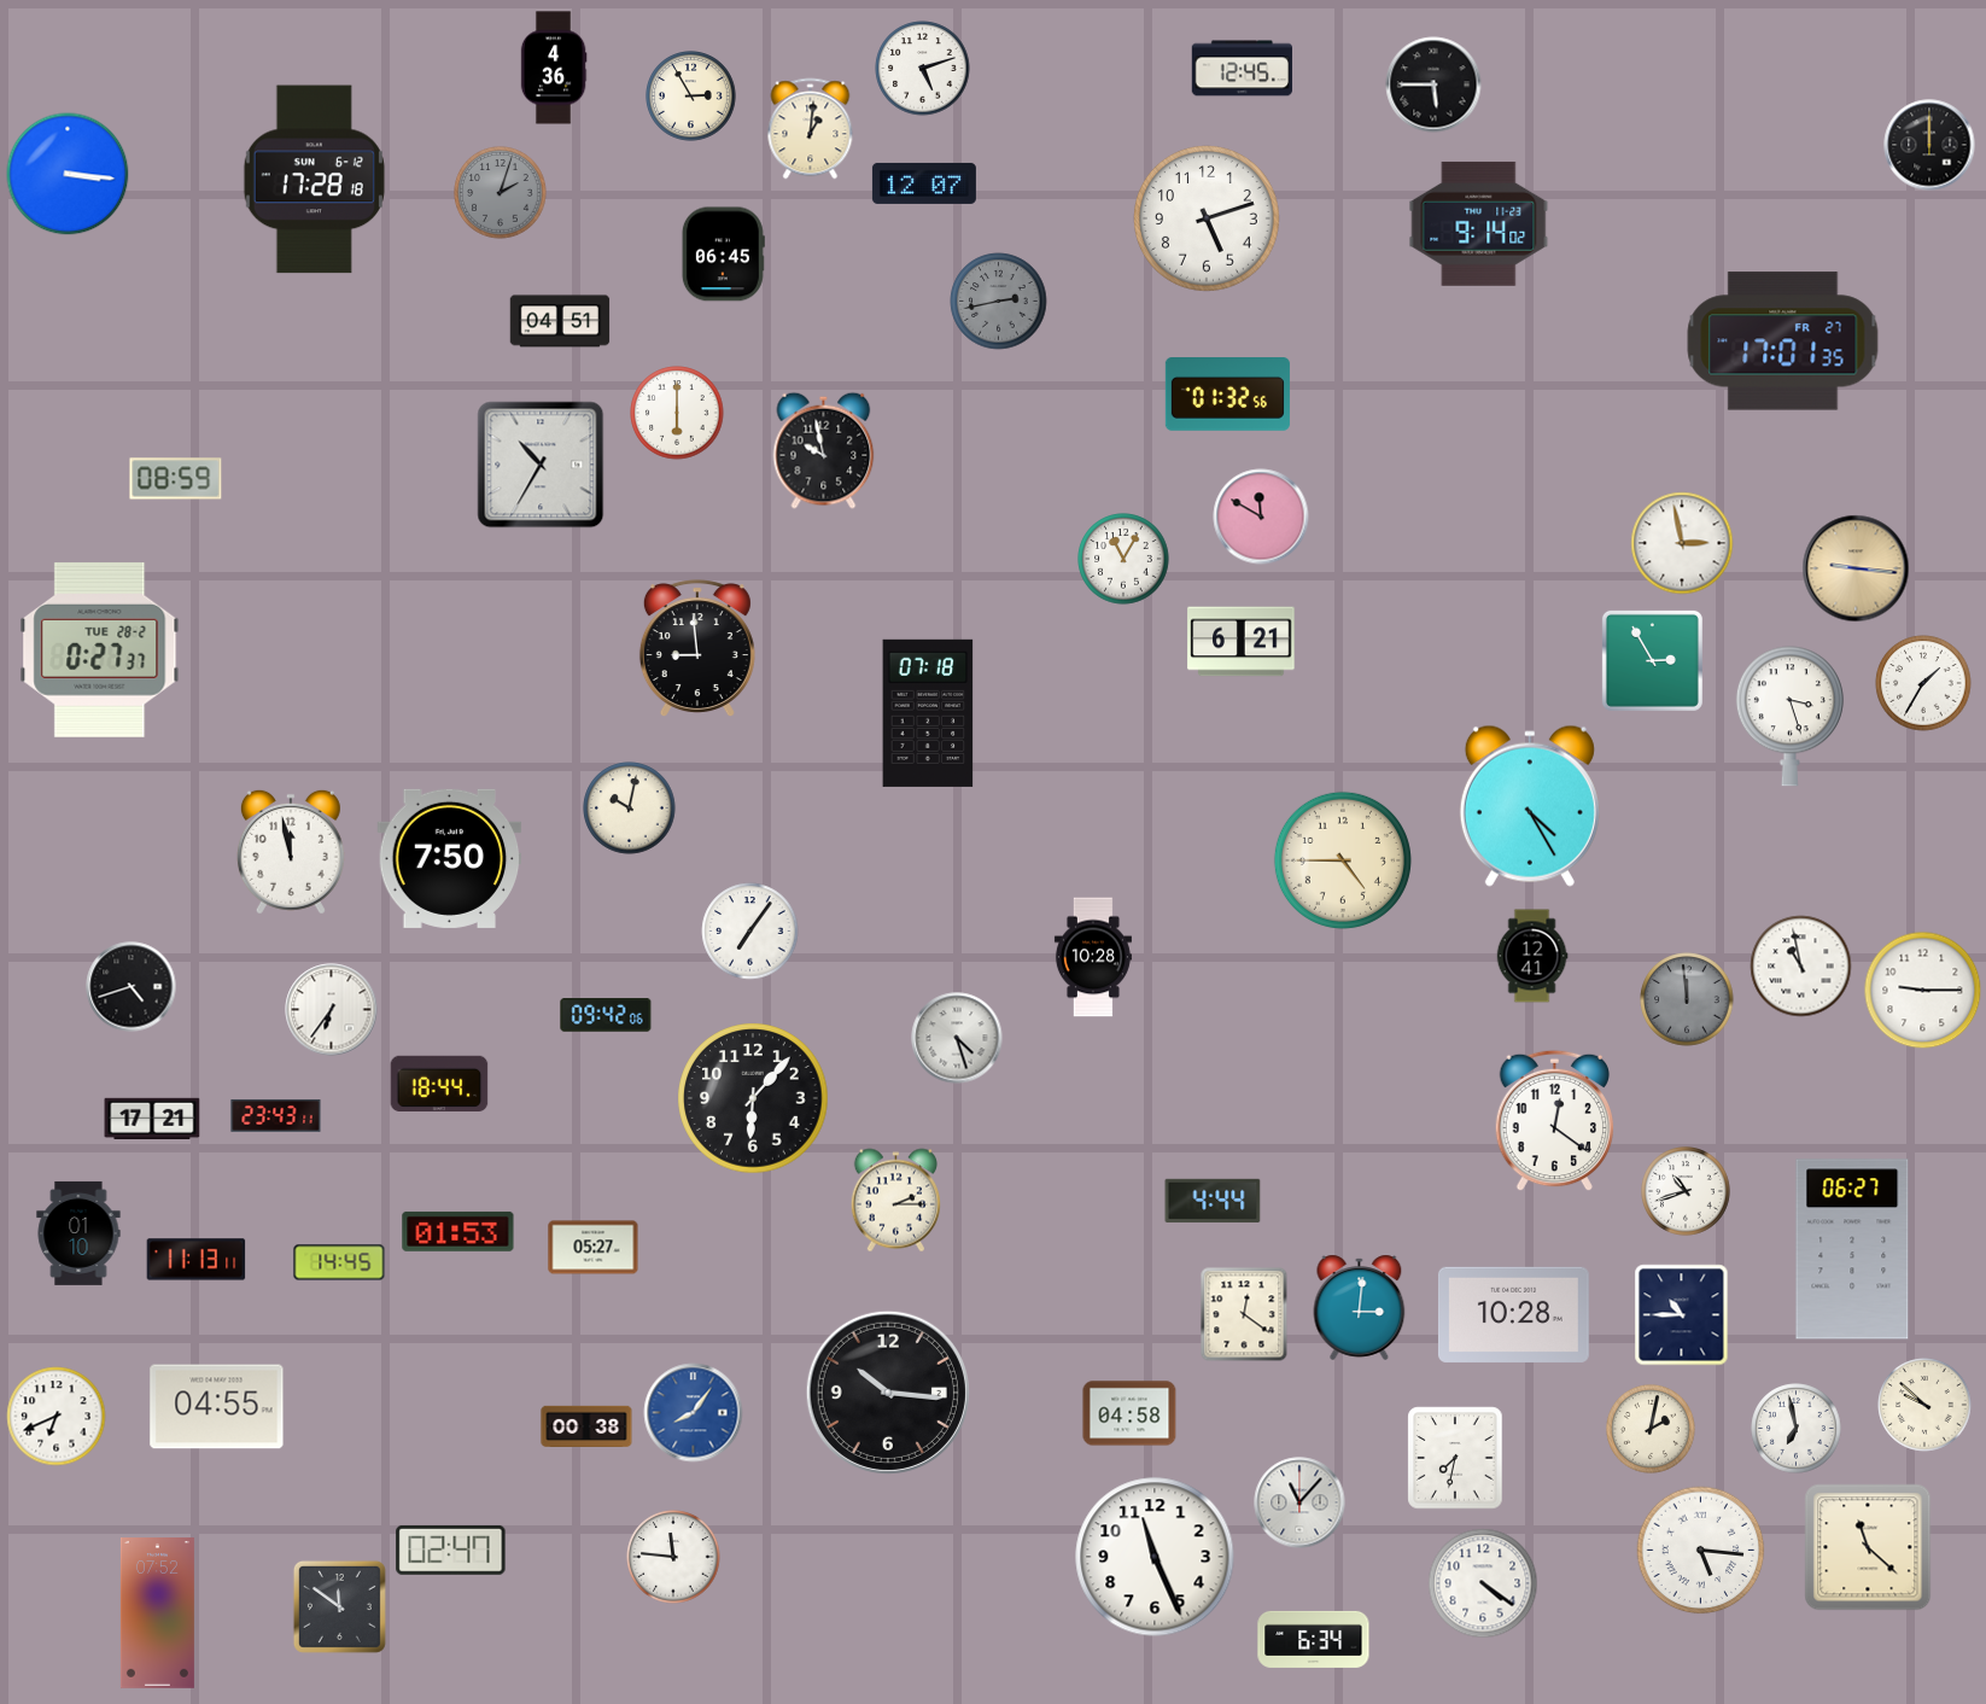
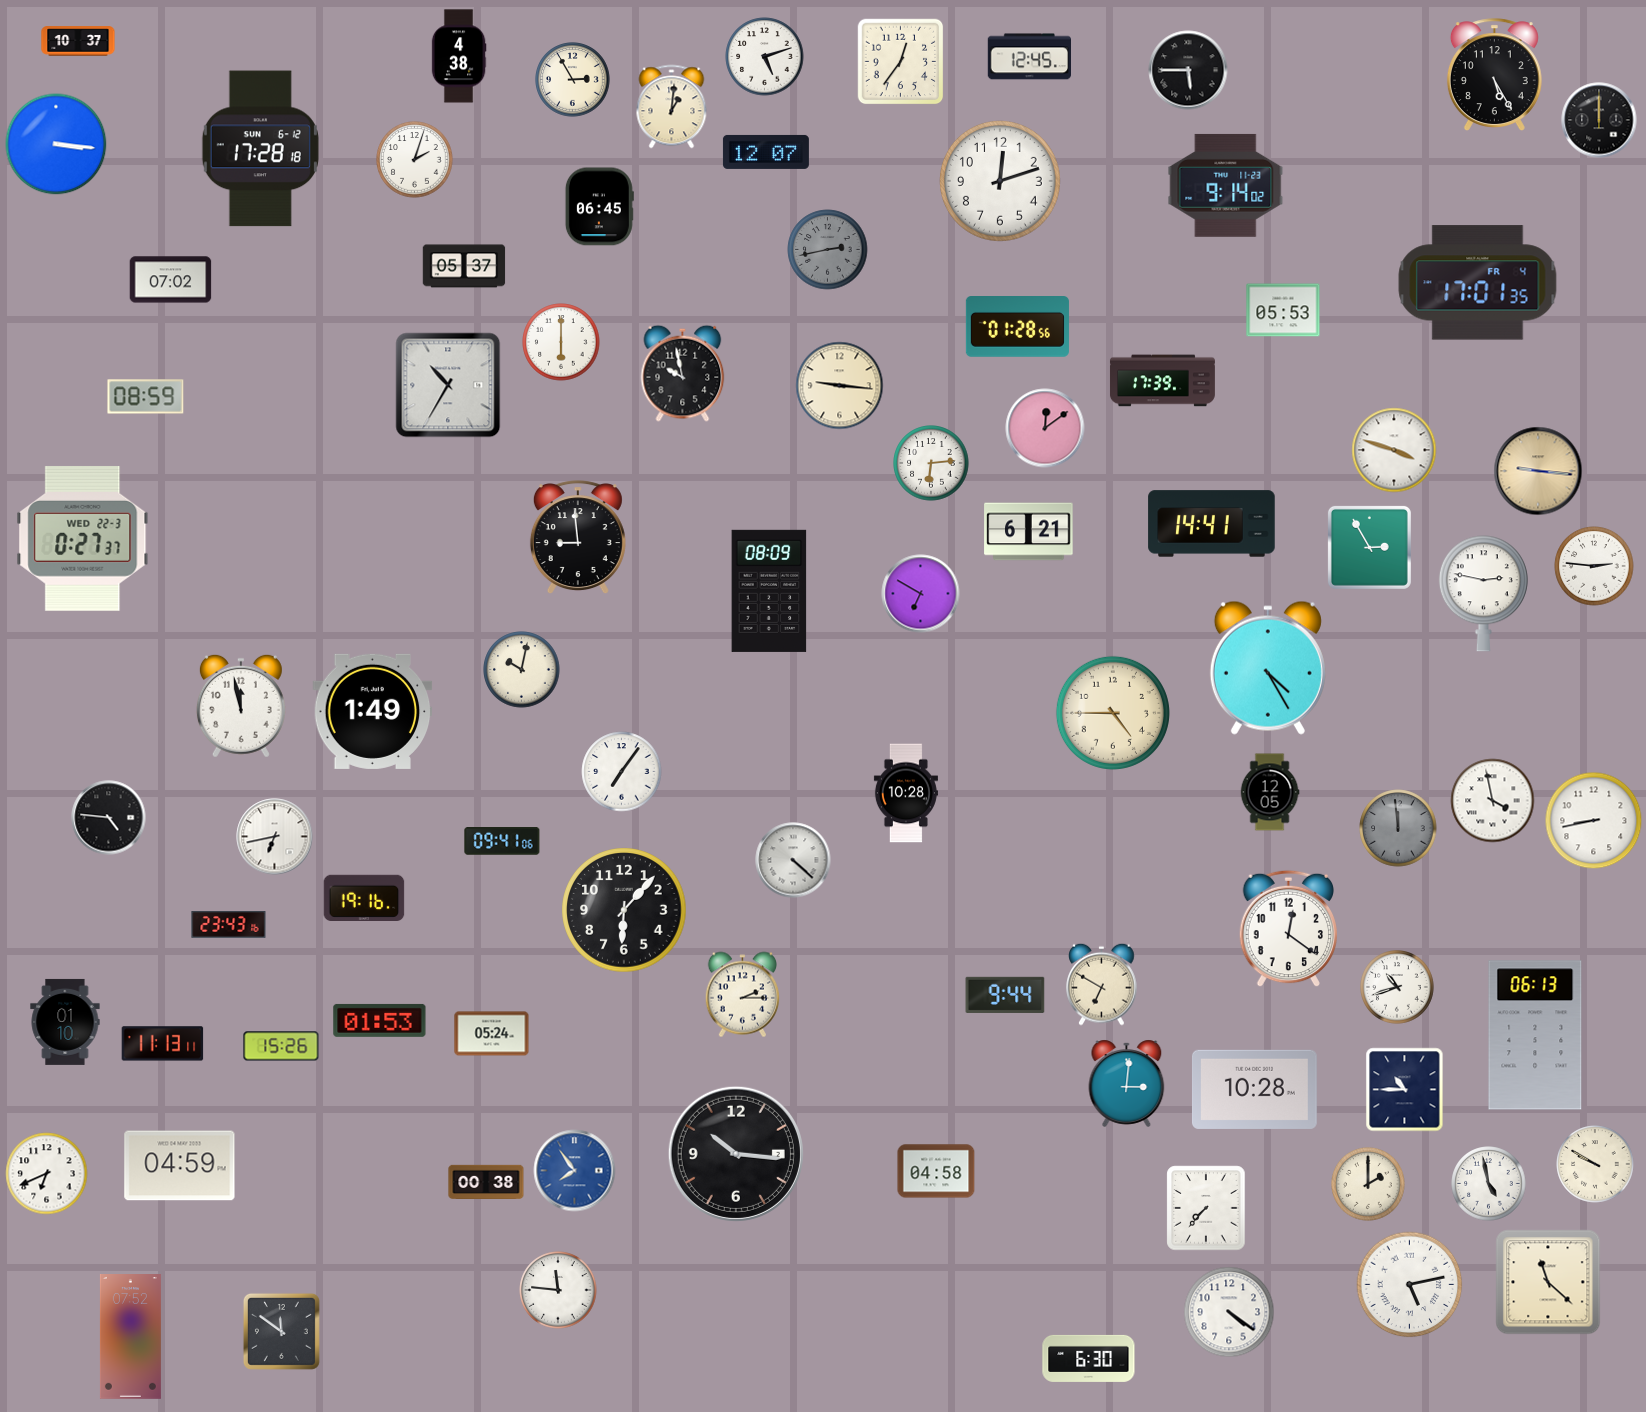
clock at (78, 41): none -> 10:37
clock at (554, 68): 4:36 -> 4:38
clock at (901, 62): none -> 12:36
clock at (1494, 74): none -> 5:25
clock at (501, 193) dial: grey -> white
clock at (1207, 218): 5:12 -> 12:12
clock at (723, 255) position: (723, 255) -> (599, 207)
clock at (560, 321): 04:51 -> 05:37
clock at (171, 280): none -> 07:02
clock at (1783, 342) date: FR 27 -> FR 4
clock at (1283, 310): none -> 05:53
clock at (1227, 395): 01:32 -> 01:28
clock at (1162, 381): none -> 17:39
clock at (840, 386): none -> 9:16
clock at (1261, 517): 11:50 -> 12:09
clock at (1682, 543): 2:58 -> 3:48
clock at (1123, 559): 11:05 -> 6:14
clock at (1212, 524): none -> 14:41
clock at (100, 649) date: TUE 28-2 -> WED 22-3
clock at (1923, 683): 1:35 -> 2:46
clock at (928, 713): 07:18 -> 08:09
clock at (921, 594): none -> 6:50
clock at (1789, 717): 3:27 -> 2:47
clock at (450, 858): 7:50 -> 1:49
clock at (1532, 956): 12:41 -> 12:05
clock at (1801, 967): 10:58 -> 3:58
clock at (132, 987): 4:42 -> 4:46
clock at (1923, 991): 9:15 -> 8:43
clock at (332, 1010): 6:36 -> 6:43
clock at (606, 1016): 09:42 -> 09:41
clock at (957, 1038): 4:27 -> 4:22
clock at (439, 1082): 18:44 -> 19:16
clock at (276, 1116): 23:43:11 -> 23:43:16
clock at (152, 1117): 17:21 -> none
clock at (1102, 984): none -> 6:50
clock at (1213, 1201): 4:44 -> 9:44
clock at (594, 1248): 05:27 -> 05:24
clock at (1852, 1249): 06:27 -> 06:13
clock at (339, 1262): 14:45 -> 15:26
clock at (1244, 1314): 12:21 -> none
clock at (1682, 1315) position: (1682, 1315) -> (1405, 1090)
clock at (1924, 1405): 9:52 -> 9:50
clock at (217, 1407): 04:55 -> 04:59
clock at (694, 1413): 8:06 -> 7:54
clock at (1797, 1429): 6:58 -> 4:58
clock at (1652, 1430): 2:02 -> 2:00
clock at (1455, 1458): 7:32 -> 7:37
clock at (1299, 1502): 11:07 -> none
clock at (451, 1550): 02:47 -> none
clock at (1701, 1551): 5:16 -> 5:13
clock at (1155, 1557): 11:26 -> none
clock at (1314, 1639): 6:34 -> 6:30
